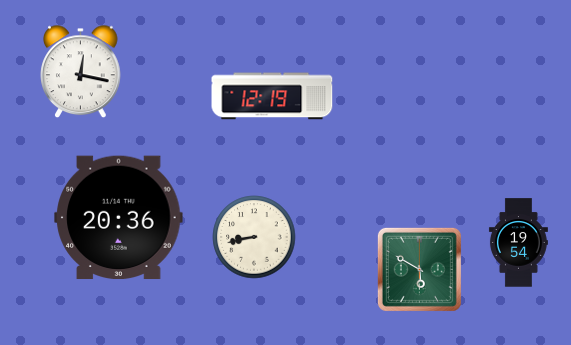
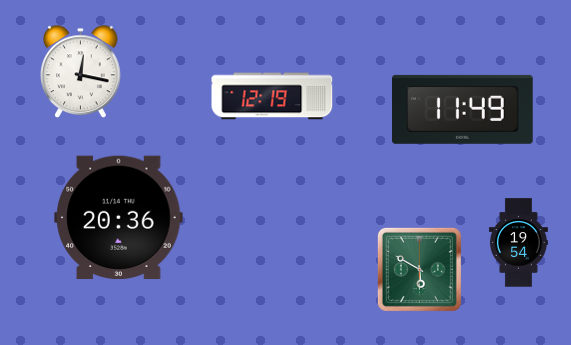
clock at (463, 109): none -> 11:49
clock at (254, 237): 8:43 -> none
